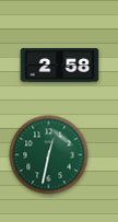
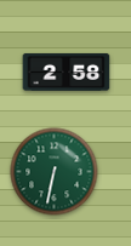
clock at (49, 155): 12:32 -> 6:32
